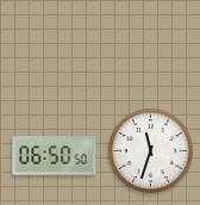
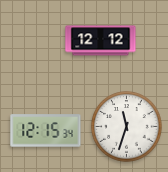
clock at (101, 41): none -> 12:12
clock at (55, 156): 06:50 -> 12:15
